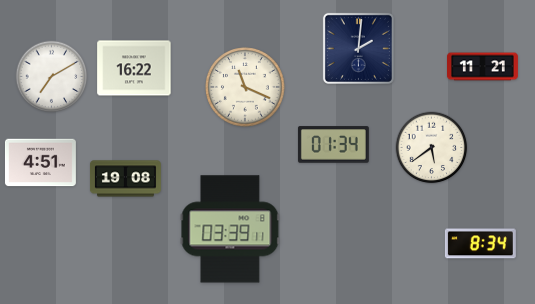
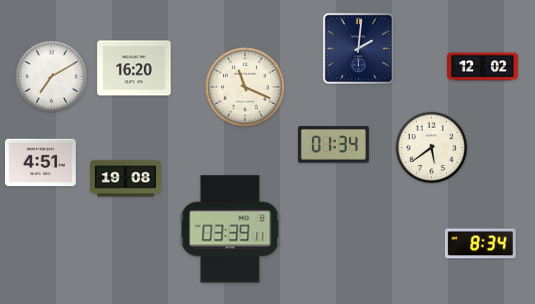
clock at (483, 67): 11:21 -> 12:02
clock at (134, 68): 16:22 -> 16:20
